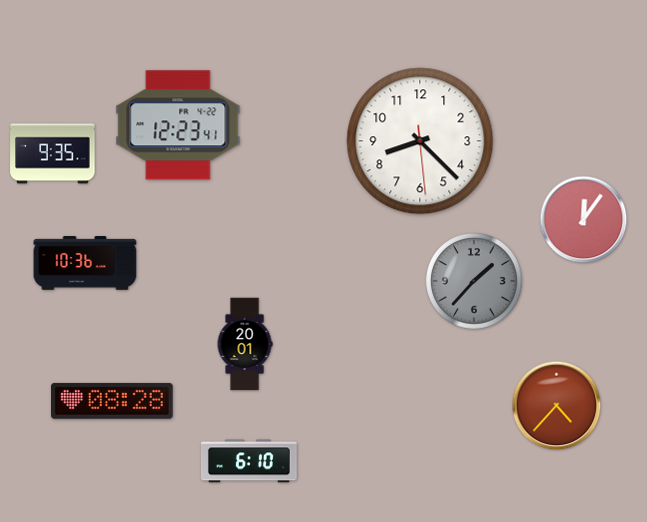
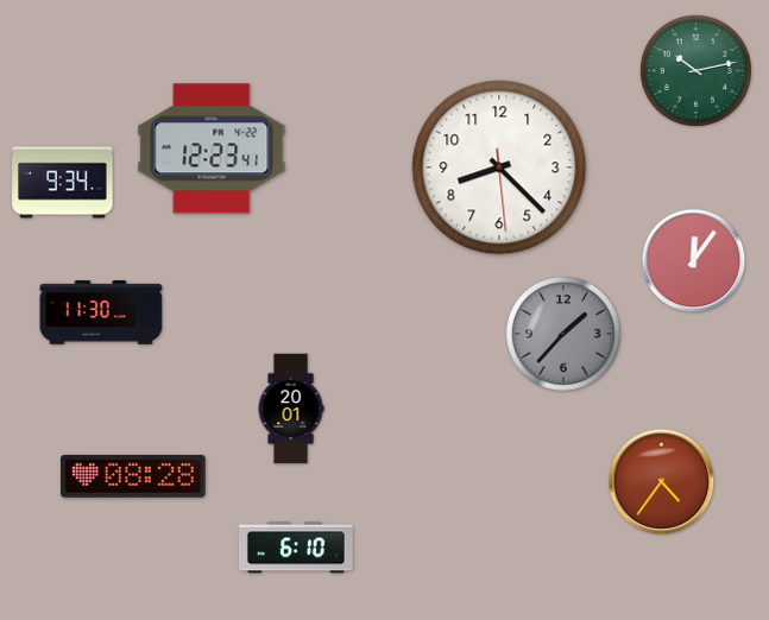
clock at (695, 70): none -> 10:13
clock at (53, 154): 9:35 -> 9:34
clock at (85, 263): 10:36 -> 11:30
clock at (557, 406): 4:37 -> 4:36
